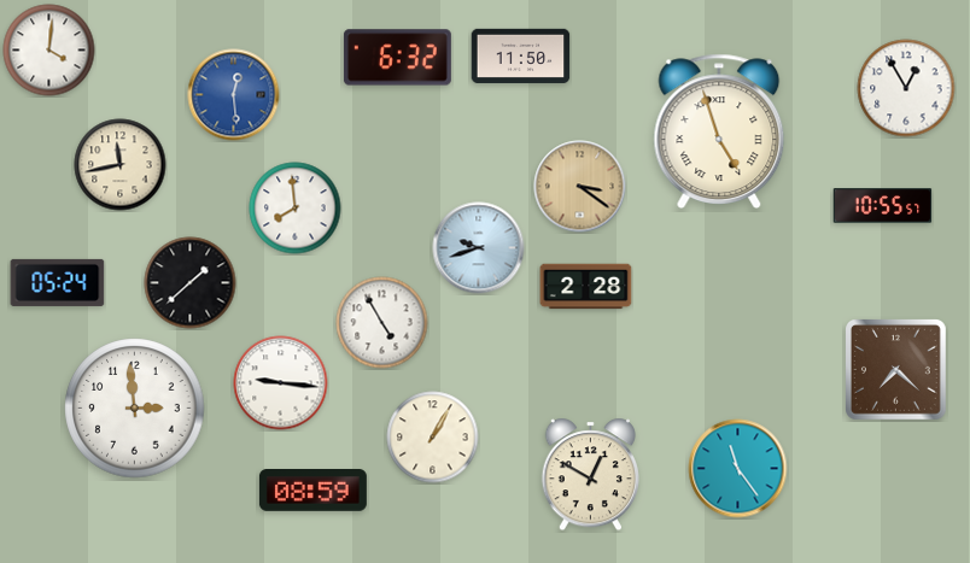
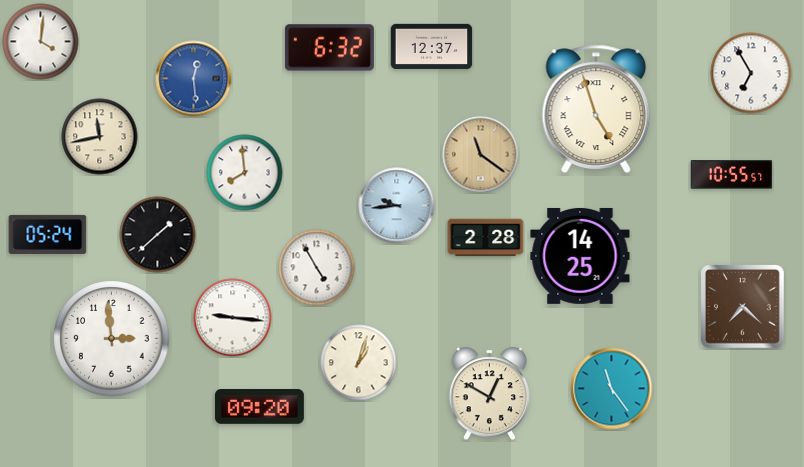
clock at (521, 55): 11:50 -> 12:37
clock at (906, 88): 12:55 -> 6:55
clock at (580, 187): 3:21 -> 11:21
clock at (883, 206) position: (883, 206) -> (732, 175)
clock at (479, 248): 9:42 -> 9:44
clock at (580, 256): none -> 14:25
clock at (433, 438): 1:05 -> 1:03
clock at (312, 491): 08:59 -> 09:20
